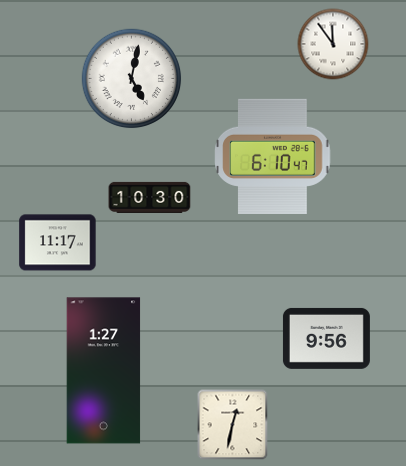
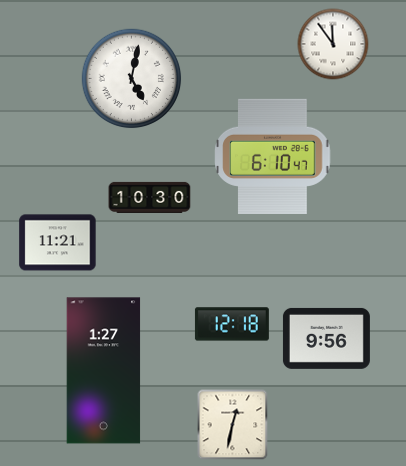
clock at (58, 243): 11:17 -> 11:21
clock at (232, 324): none -> 12:18
